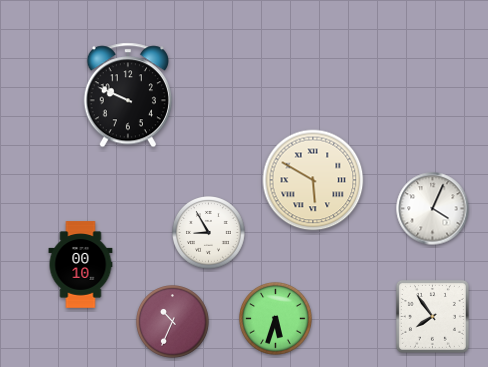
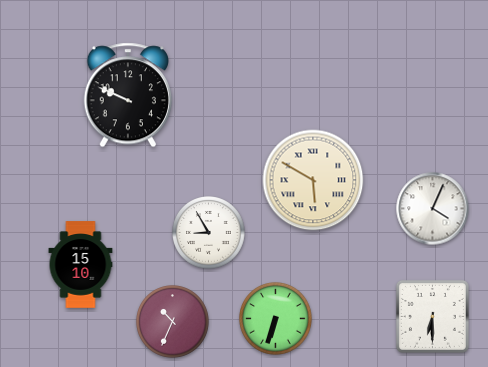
clock at (81, 265): 00:10 -> 15:10
clock at (432, 316): 7:54 -> 6:30
clock at (276, 319): 5:33 -> 6:33
